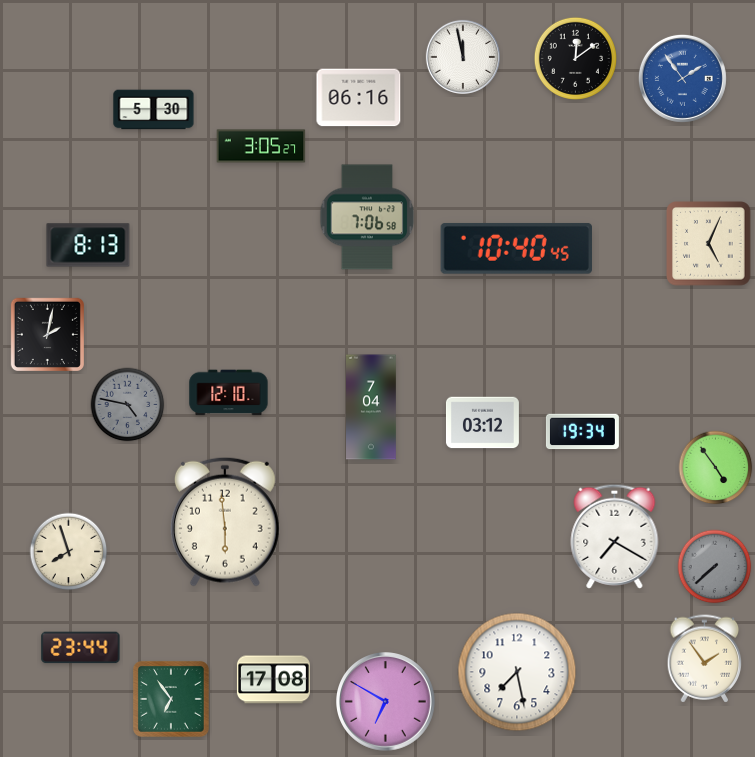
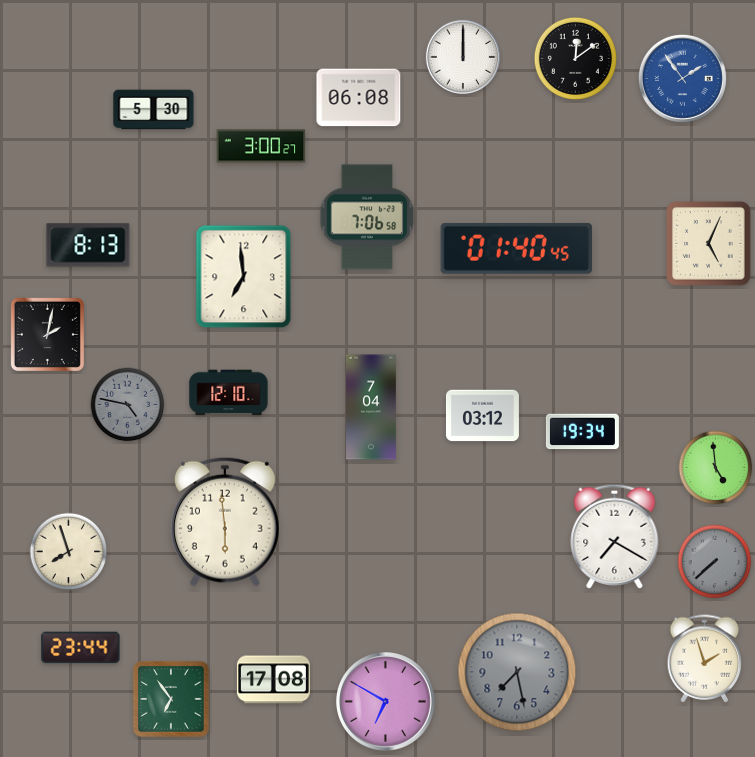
clock at (463, 57): 11:58 -> 12:00
clock at (359, 98): 06:16 -> 06:08
clock at (261, 146): 3:05 -> 3:00
clock at (516, 248): 10:40 -> 01:40
clock at (244, 277): none -> 6:59
clock at (482, 423) position: (482, 423) -> (482, 416)
clock at (716, 468): 4:54 -> 4:59
clock at (715, 567) position: (715, 567) -> (715, 562)
clock at (705, 659): 1:54 -> 1:57
clock at (517, 672) dial: white -> grey
